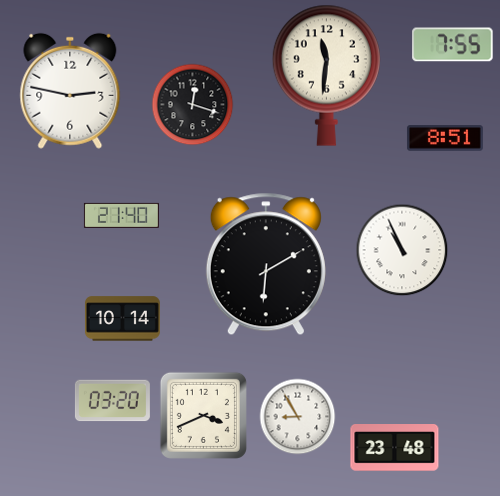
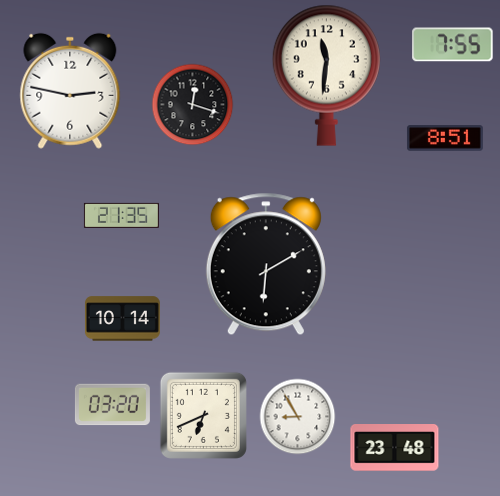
clock at (121, 215): 21:40 -> 21:35
clock at (402, 250): 10:56 -> none
clock at (112, 401) position: (112, 401) -> (112, 405)
clock at (203, 415): 3:41 -> 6:41
